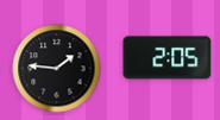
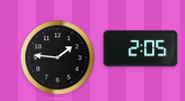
clock at (57, 69) position: (57, 69) -> (58, 58)
